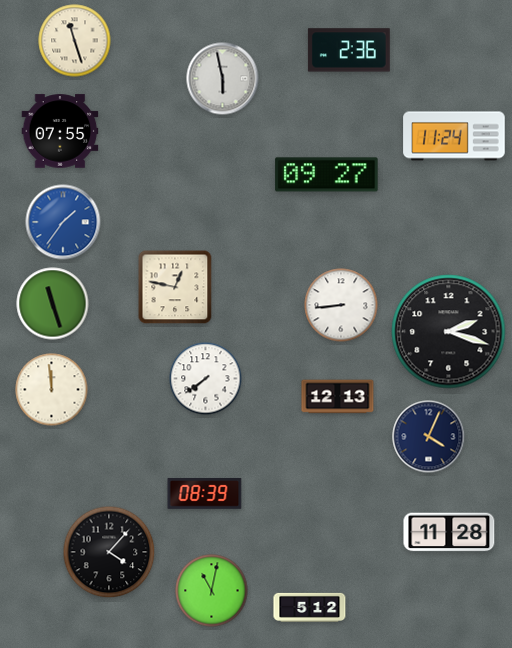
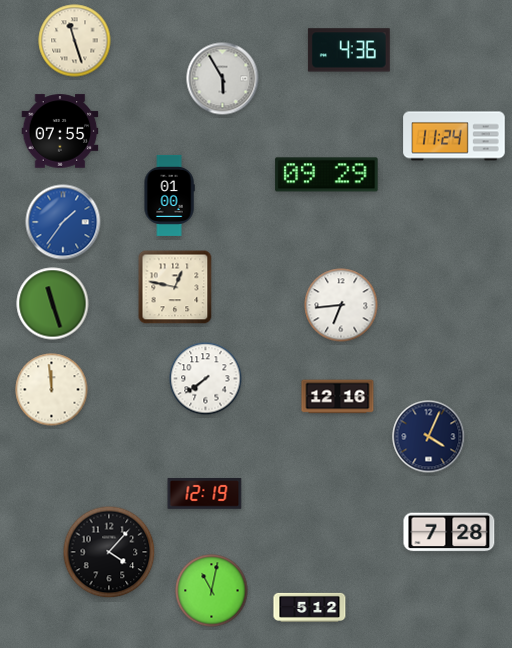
clock at (349, 50): 2:36 -> 4:36
clock at (223, 79): 5:58 -> 5:55
clock at (327, 175): 09:27 -> 09:29
clock at (169, 195): none -> 01:00
clock at (341, 305): 8:44 -> 6:44
clock at (449, 332): 2:18 -> none
clock at (338, 397): 12:13 -> 12:16
clock at (205, 494): 08:39 -> 12:19
clock at (449, 532): 11:28 -> 7:28
